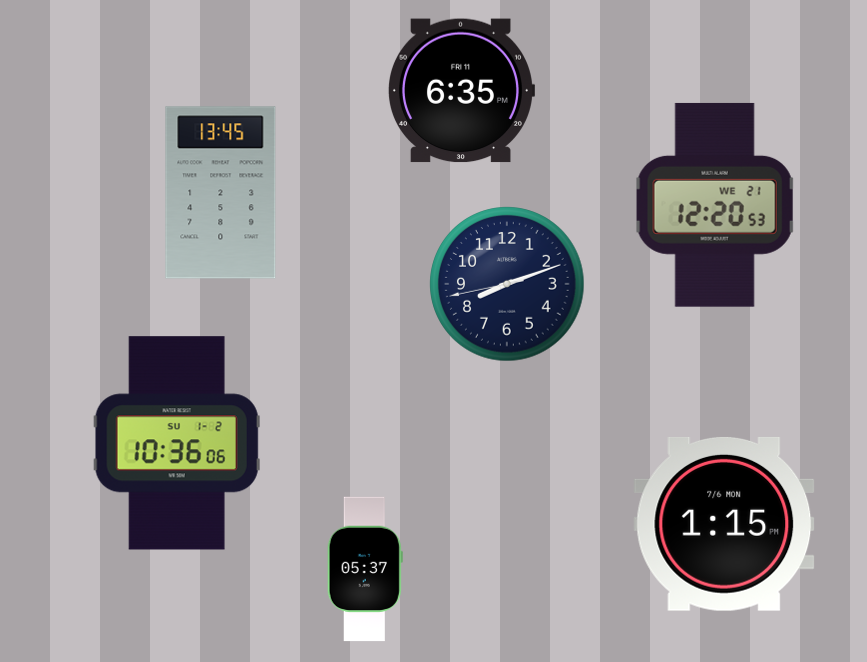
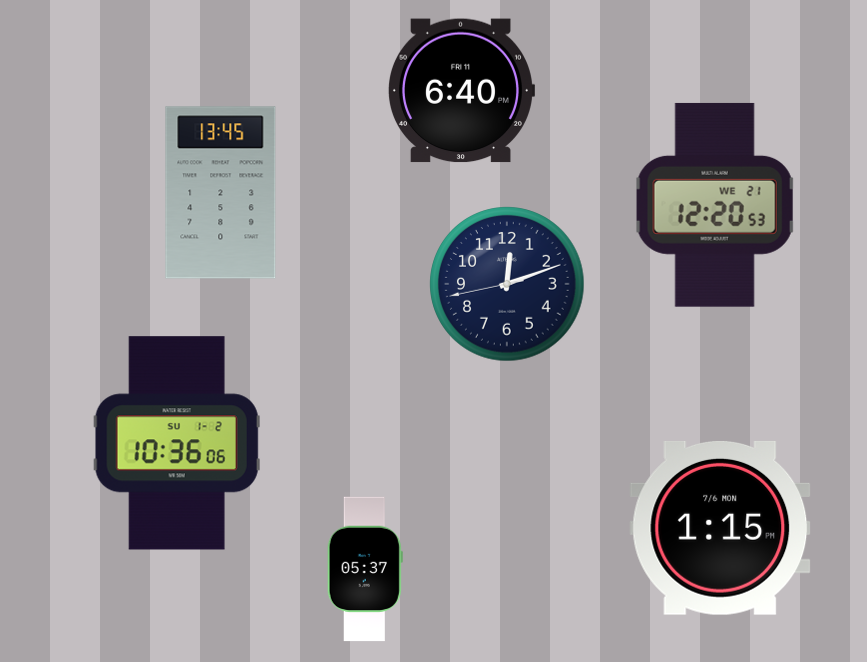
clock at (461, 91): 6:35 -> 6:40
clock at (507, 284): 8:11 -> 12:11
clock at (724, 524) position: (724, 524) -> (720, 528)
